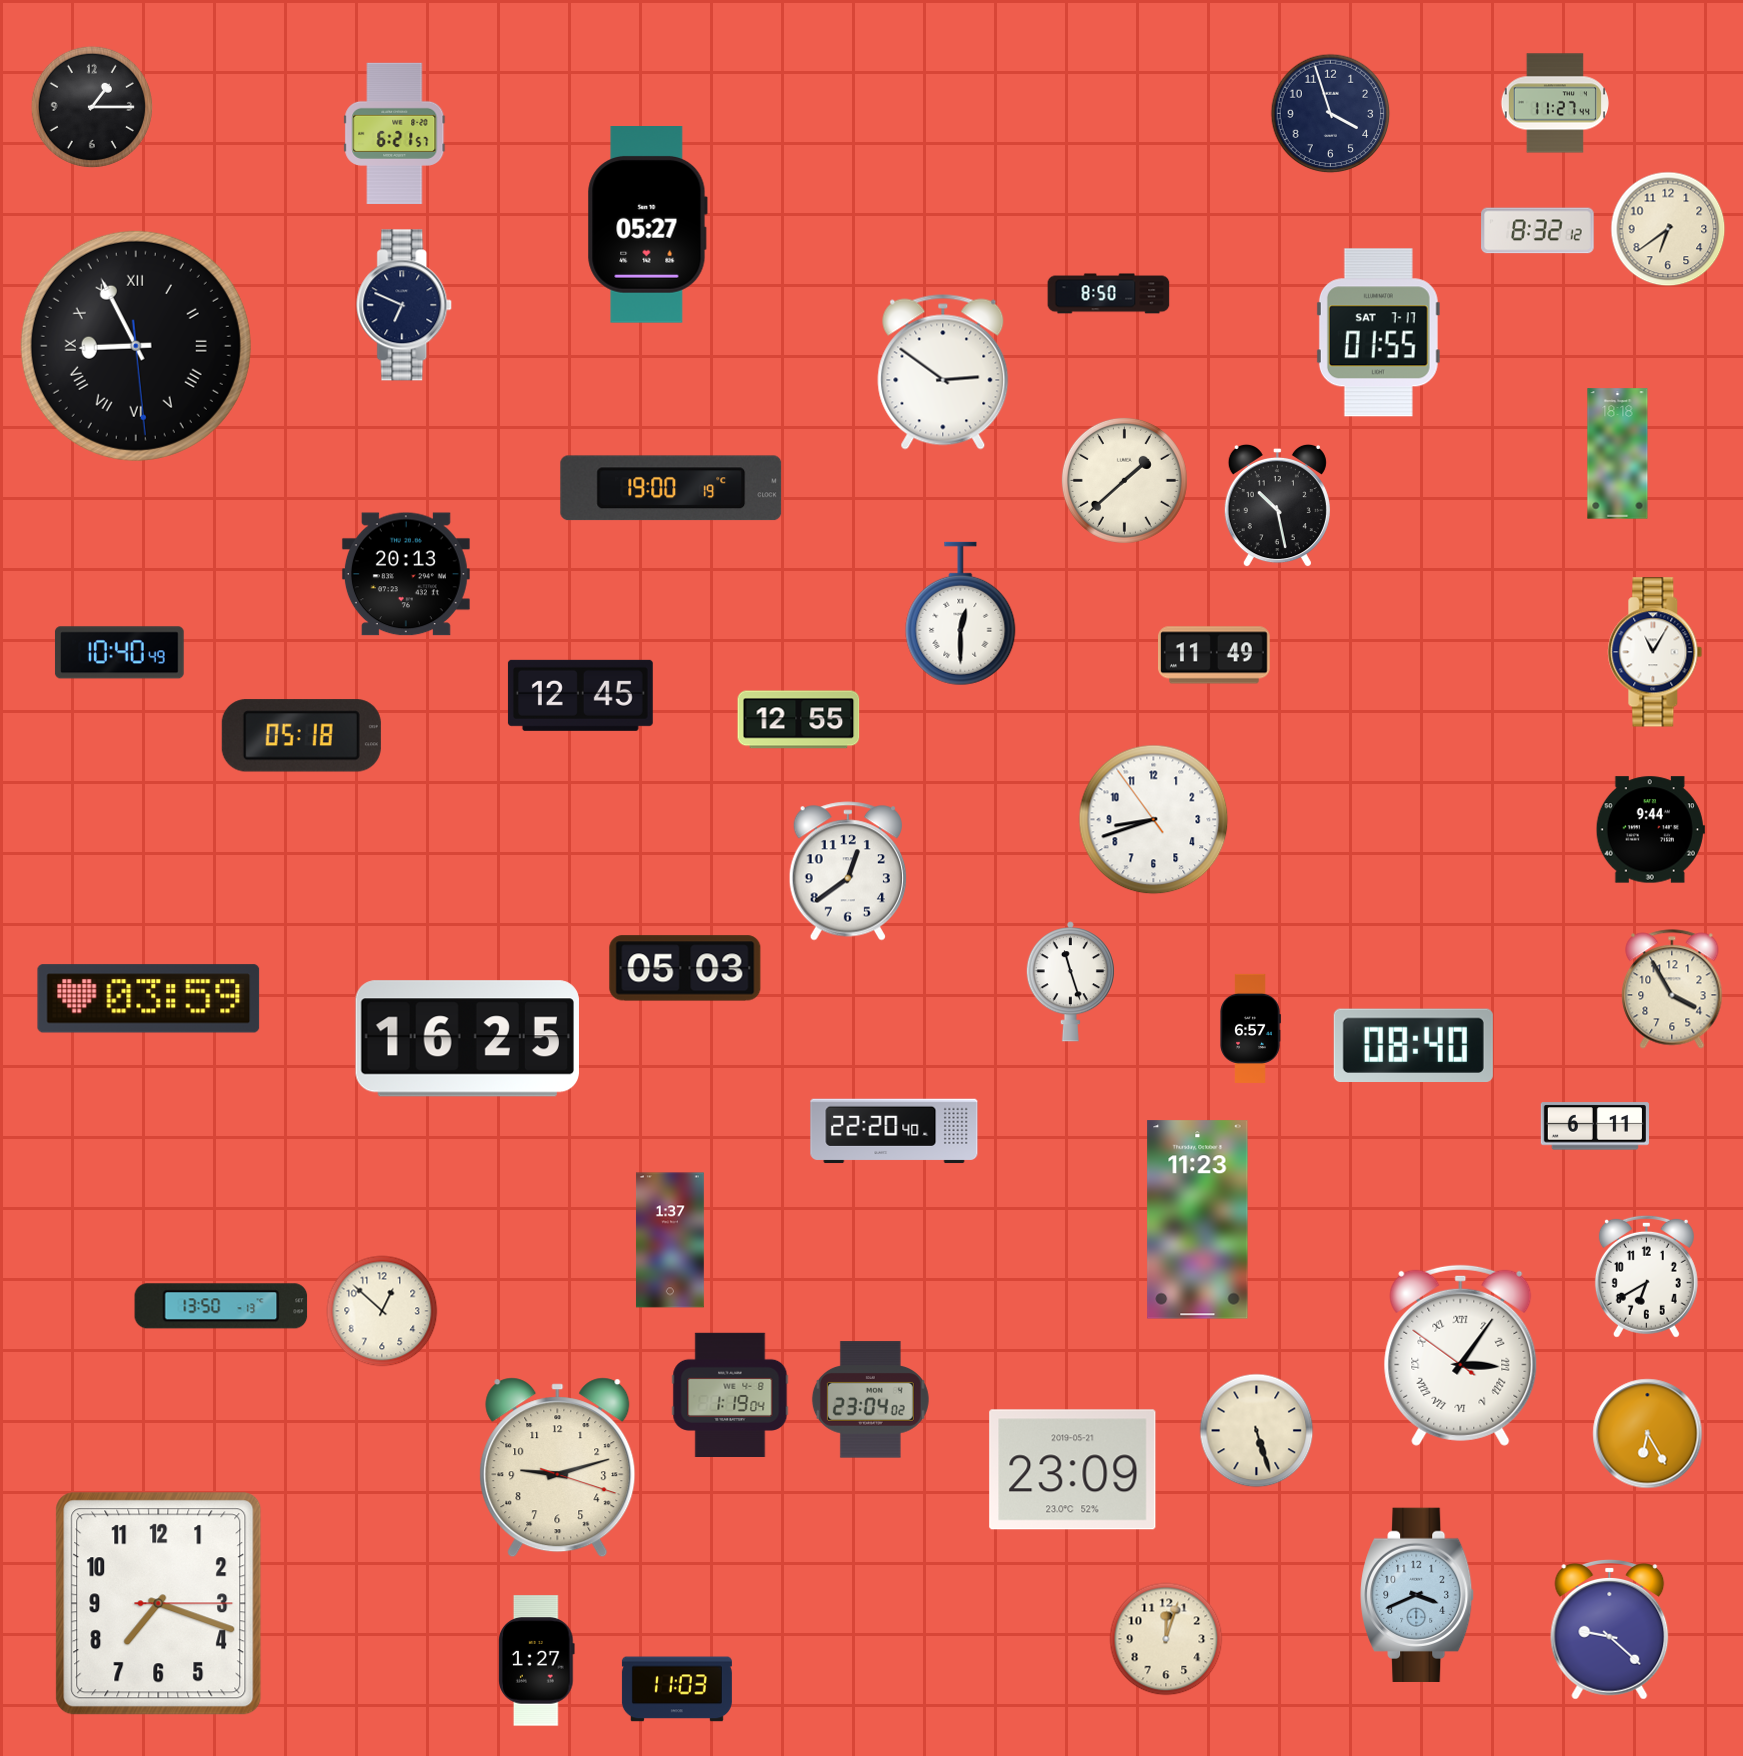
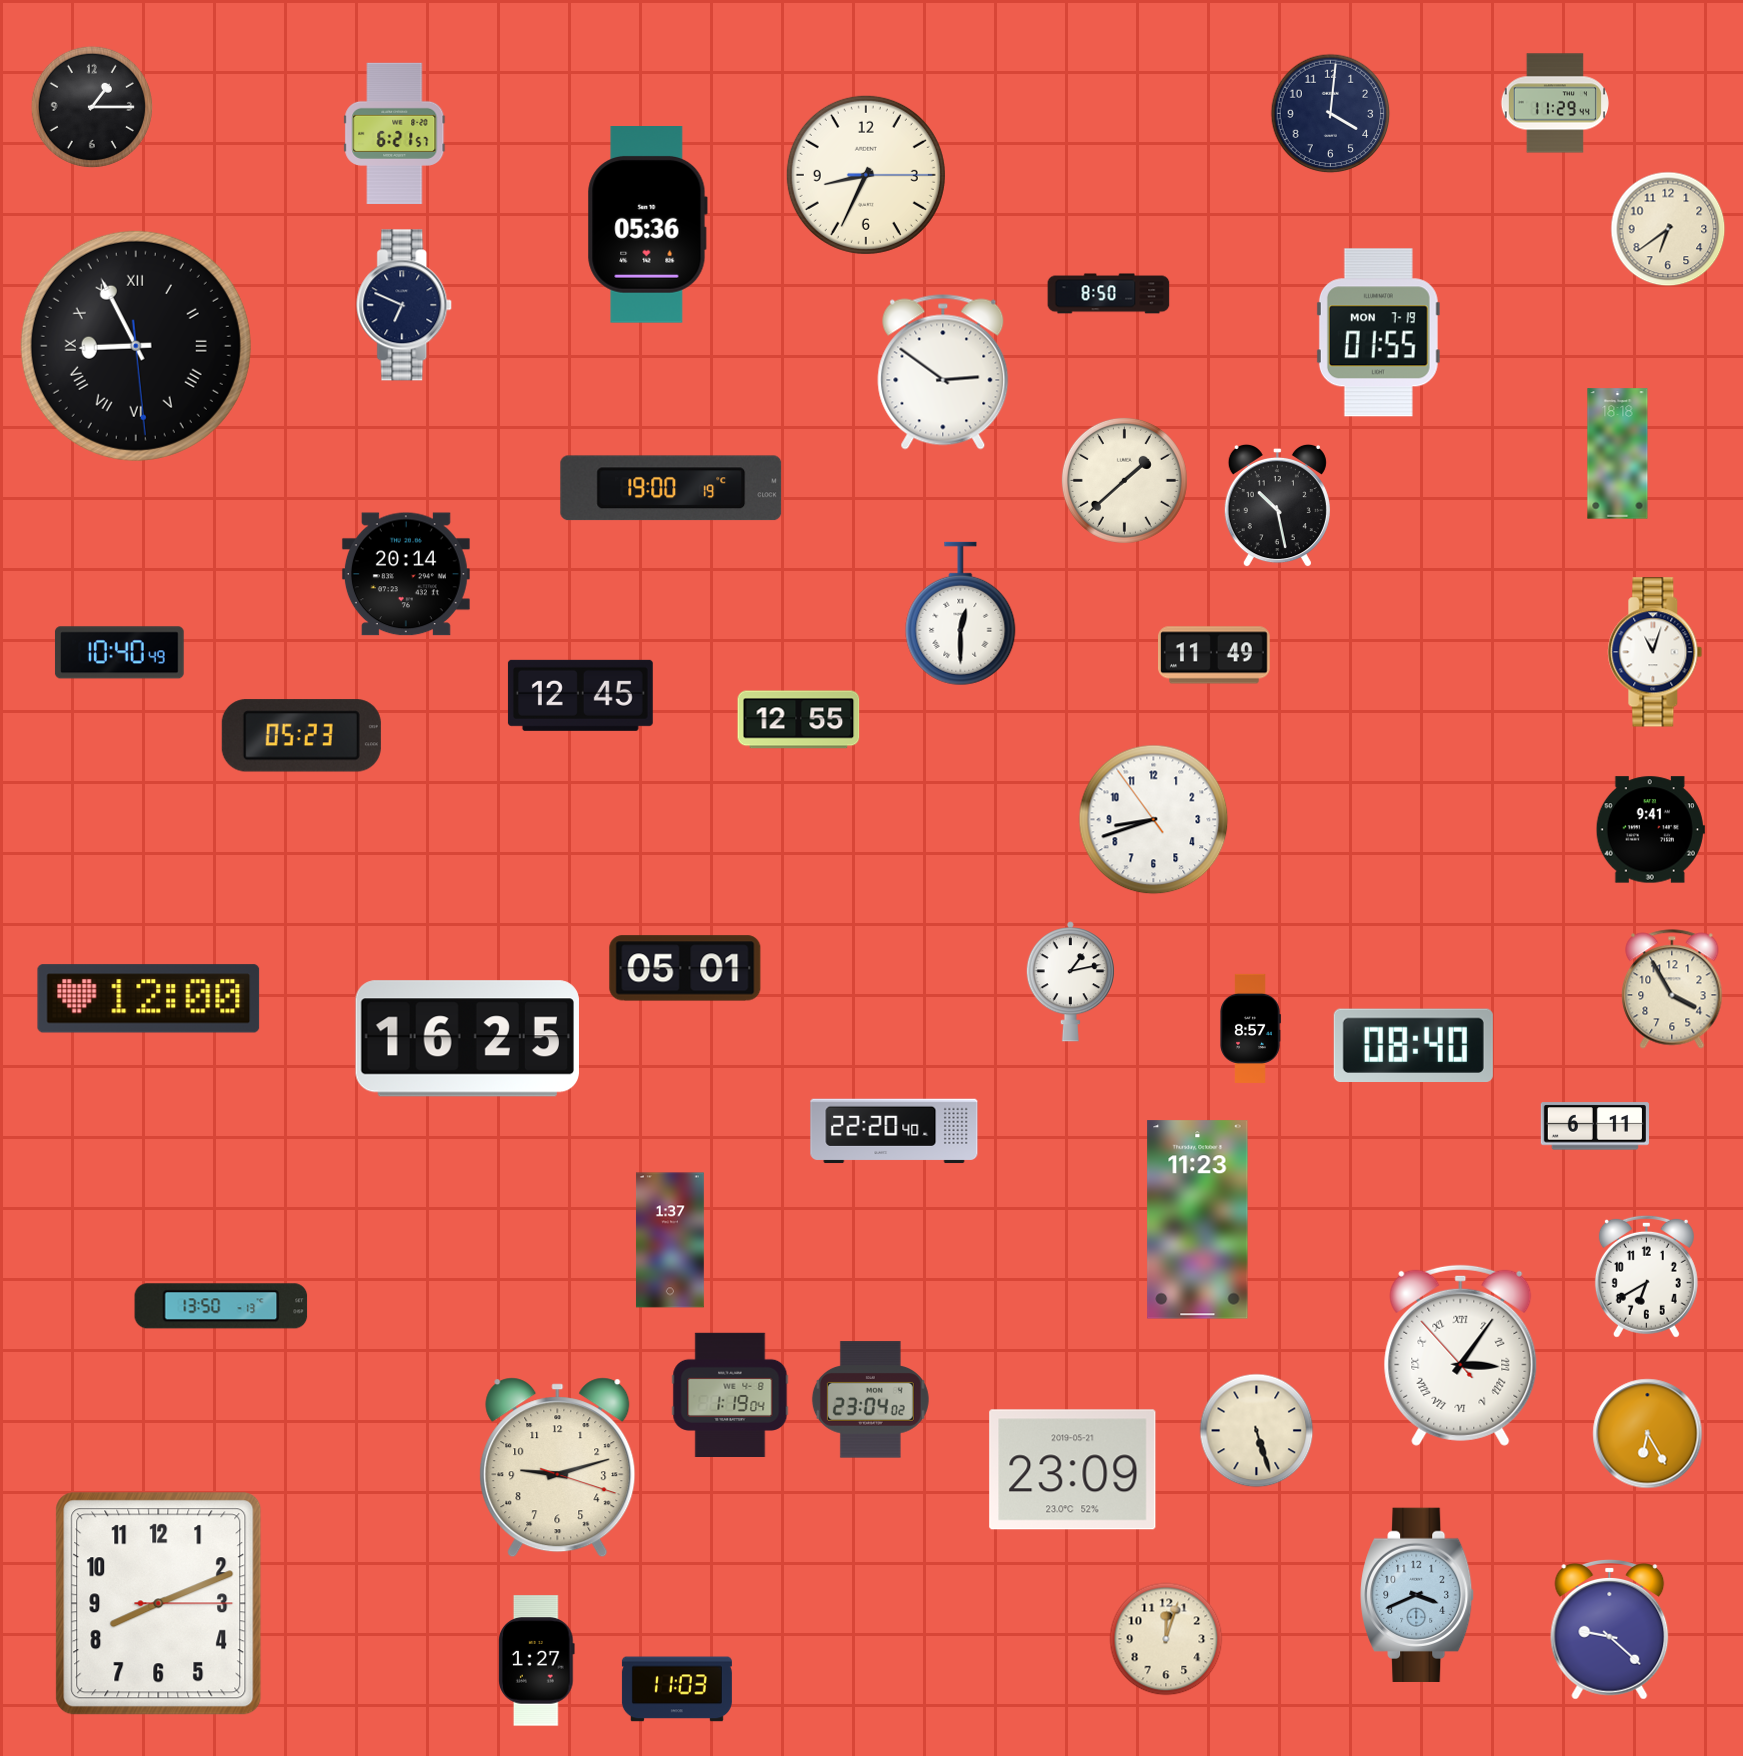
clock at (1555, 103): 11:27 -> 11:29
clock at (1331, 114): 3:57 -> 4:01
clock at (866, 175): none -> 8:34
clock at (647, 225): 05:27 -> 05:36
clock at (1538, 231): 8:32 -> none
clock at (1378, 333) date: SAT 7-17 -> MON 7-19
clock at (406, 574): 20:13 -> 20:14
clock at (1655, 652): 11:05 -> 11:03
clock at (301, 736): 05:18 -> 05:23
clock at (1650, 830): 9:44 -> 9:41
clock at (848, 871): 12:39 -> none
clock at (685, 968): 05:03 -> 05:01
clock at (1070, 982): 11:27 -> 1:13
clock at (149, 999): 03:59 -> 12:00
clock at (1250, 1028): 6:57 -> 8:57
clock at (382, 1311): 12:52 -> none
clock at (1461, 1355): 3:05:51 -> 3:05:53
clock at (159, 1604): 7:18 -> 8:11
